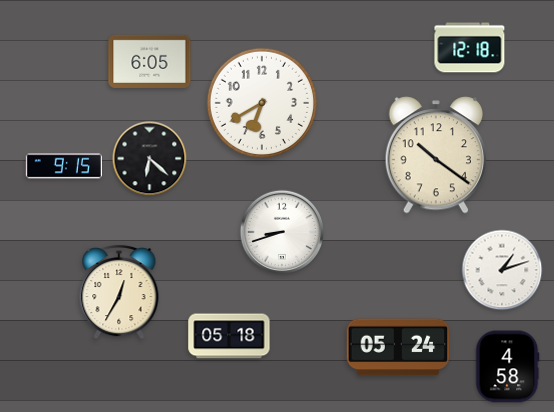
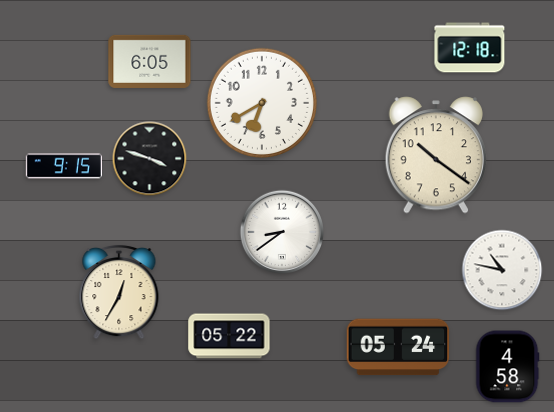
clock at (150, 159): 6:22 -> 3:48
clock at (281, 231): 8:42 -> 8:39
clock at (502, 270): 1:12 -> 10:47
clock at (229, 336): 05:18 -> 05:22
